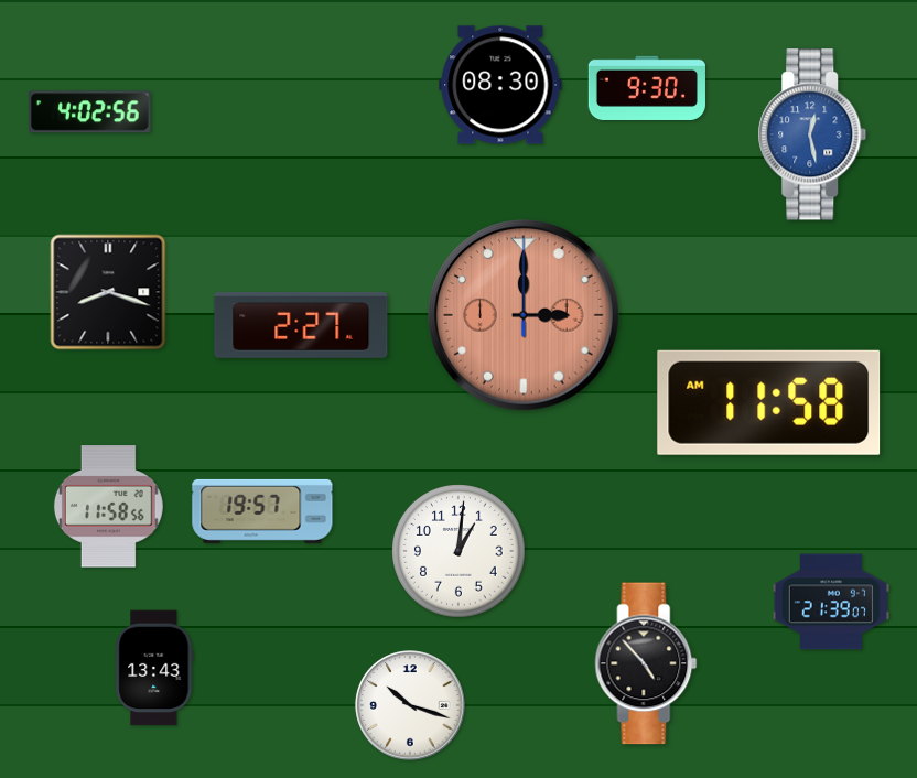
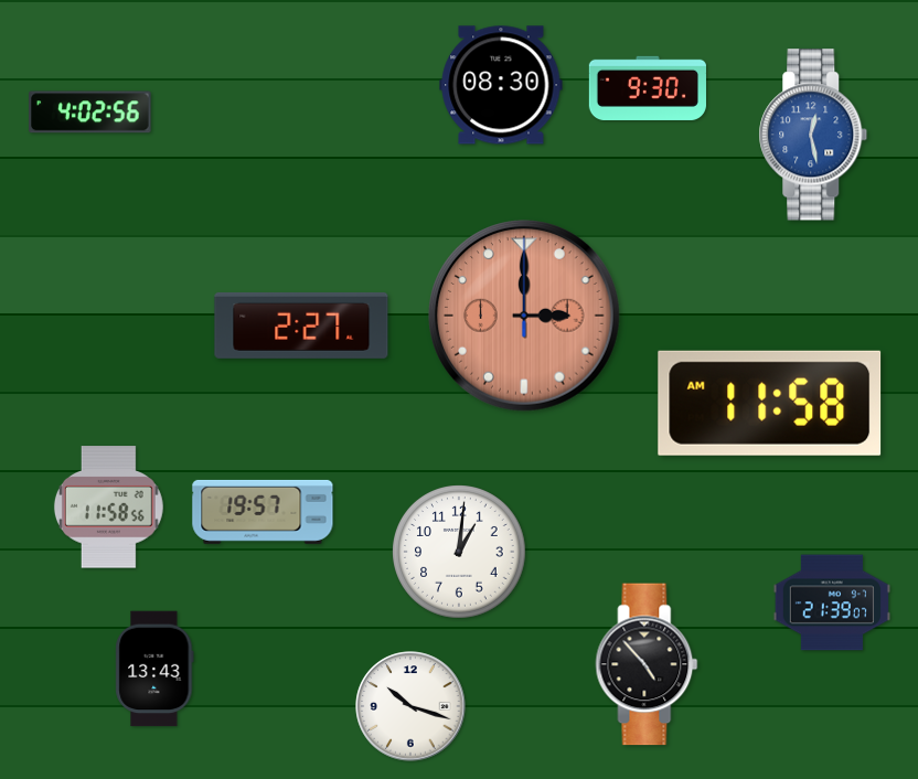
clock at (108, 292): 8:18 -> none
